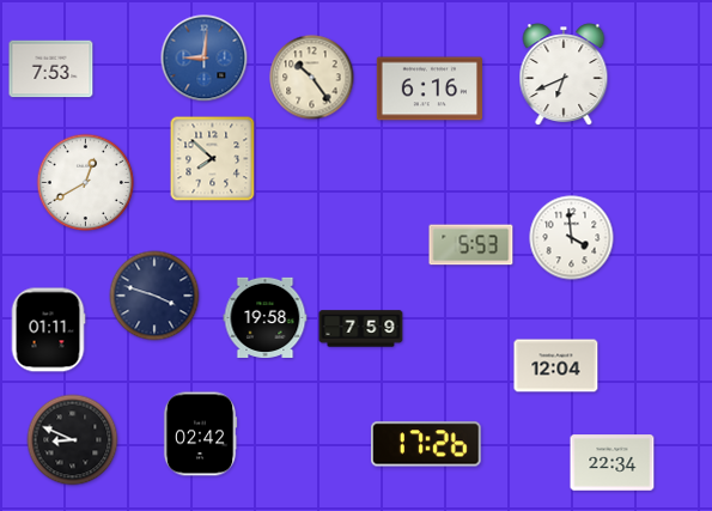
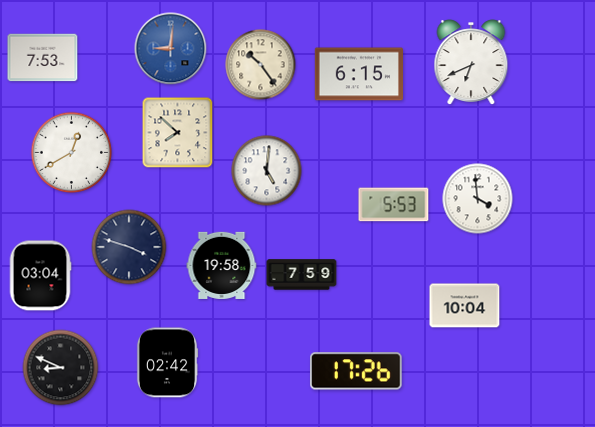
clock at (428, 89): 6:16 -> 6:15
clock at (267, 171): none -> 5:01
clock at (48, 330): 01:11 -> 03:04
clock at (556, 366): 12:04 -> 10:04
clock at (613, 463): 22:34 -> none
